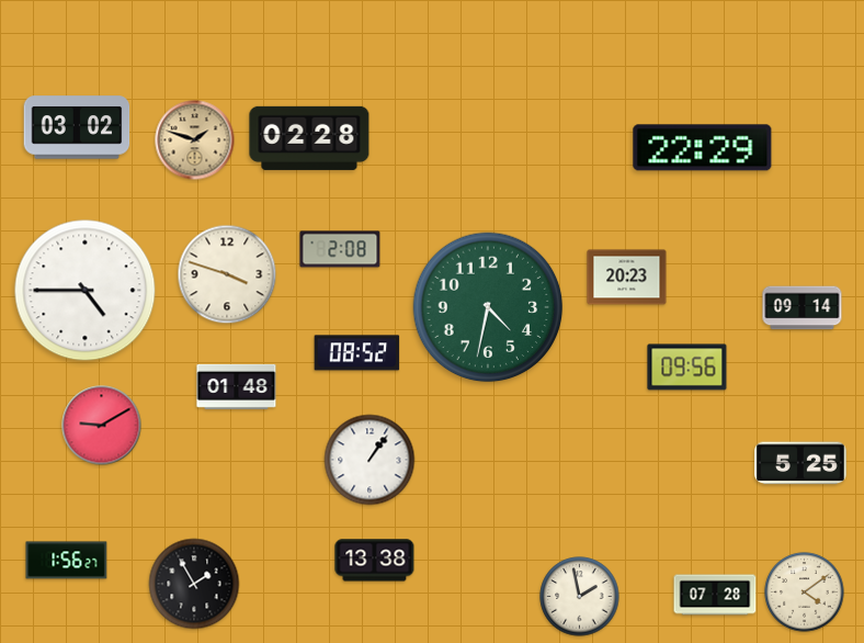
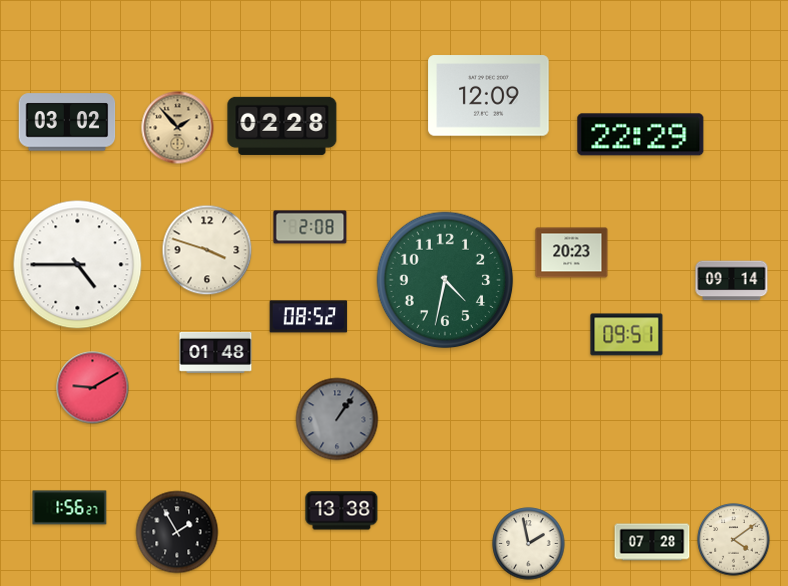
clock at (489, 96): none -> 12:09
clock at (77, 127) position: (77, 127) -> (67, 122)
clock at (195, 140): 1:48 -> 1:53
clock at (357, 353) position: (357, 353) -> (309, 317)
clock at (687, 368): 09:56 -> 09:51
clock at (370, 460) dial: white -> grey
clock at (800, 463): 5:25 -> none
clock at (67, 561) position: (67, 561) -> (70, 508)
